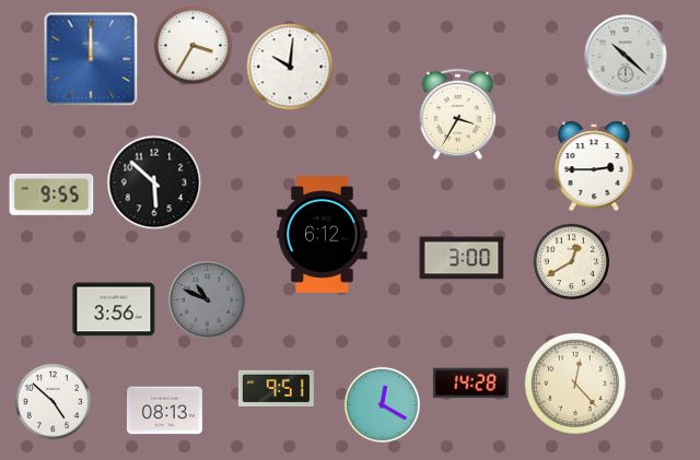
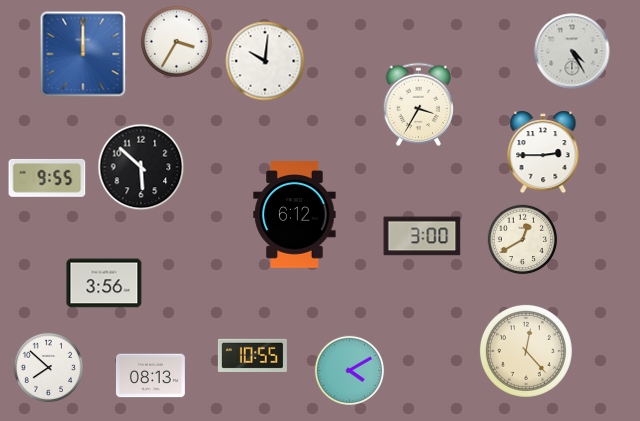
clock at (626, 56): 10:22 -> 4:25
clock at (207, 299): 10:49 -> none
clock at (470, 384): 14:28 -> none
clock at (276, 388): 9:51 -> 10:55
clock at (54, 402): 4:52 -> 7:52
clock at (383, 405): 12:20 -> 4:10
